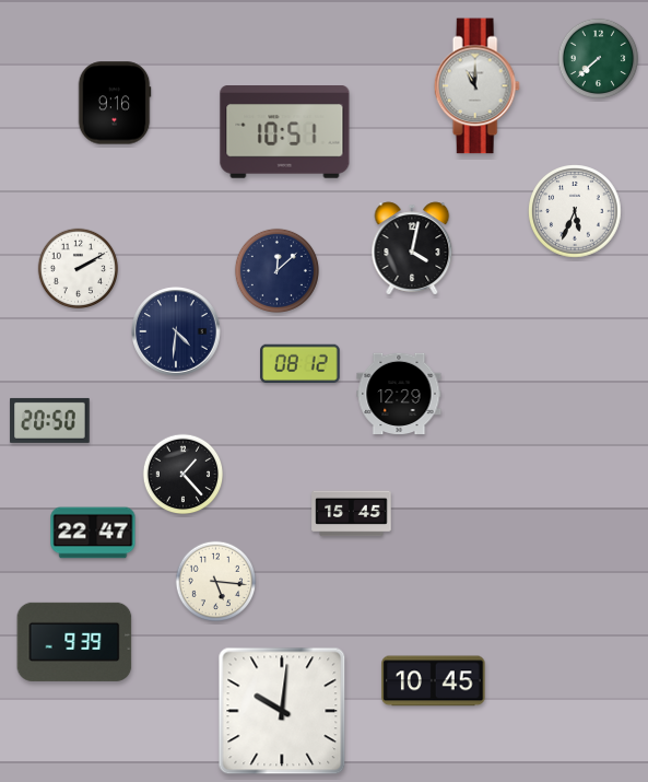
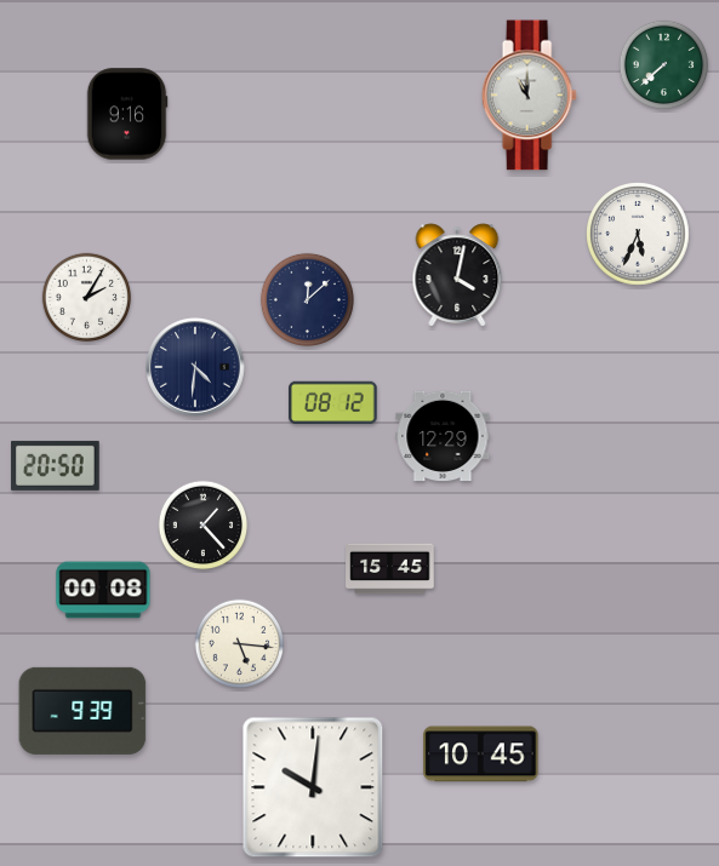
clock at (285, 132): 10:51 -> none
clock at (79, 269): 2:10 -> 2:05
clock at (93, 533): 22:47 -> 00:08
